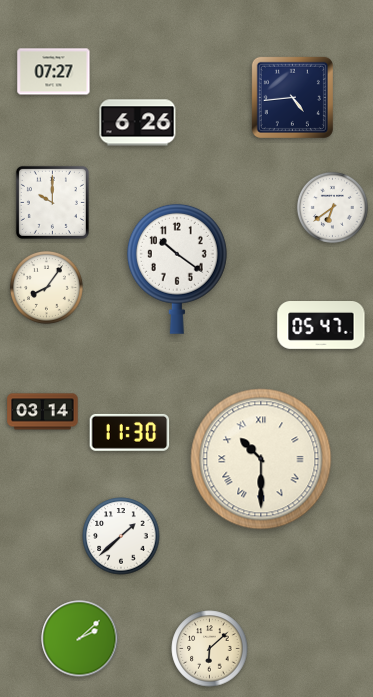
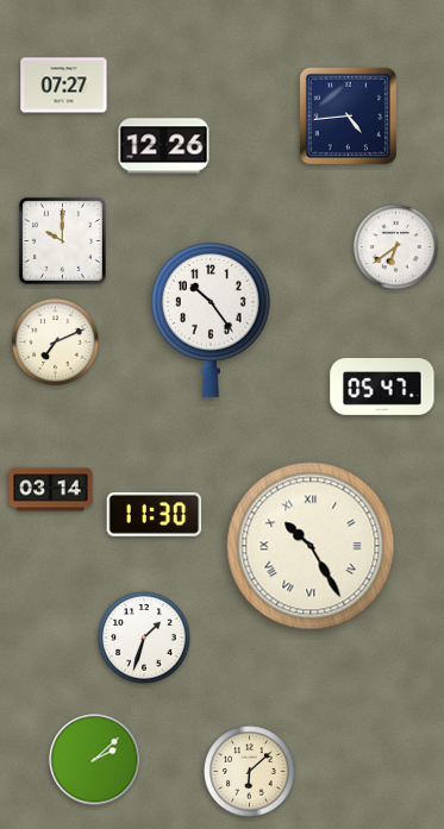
clock at (138, 123): 6:26 -> 12:26
clock at (177, 269): 10:21 -> 10:24
clock at (47, 288): 8:06 -> 7:11
clock at (261, 459): 10:30 -> 10:25
clock at (121, 536): 1:38 -> 1:33
